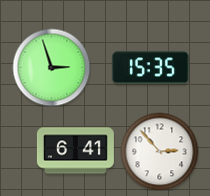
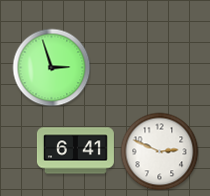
clock at (150, 68): 15:35 -> none
clock at (159, 151): 2:53 -> 2:49
